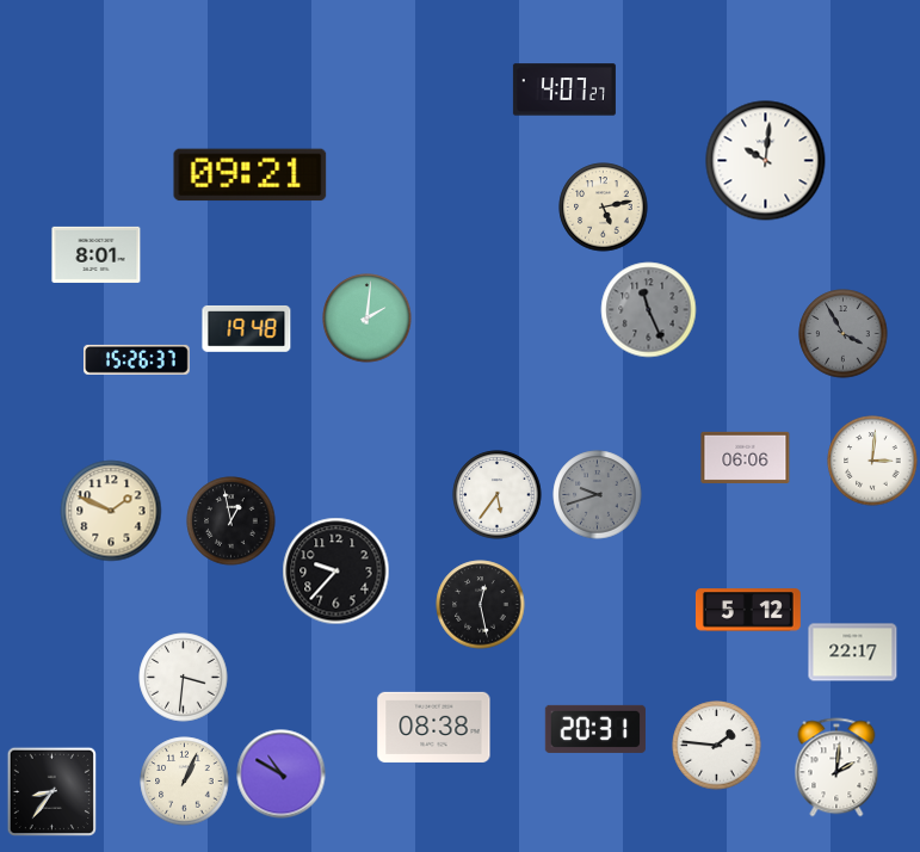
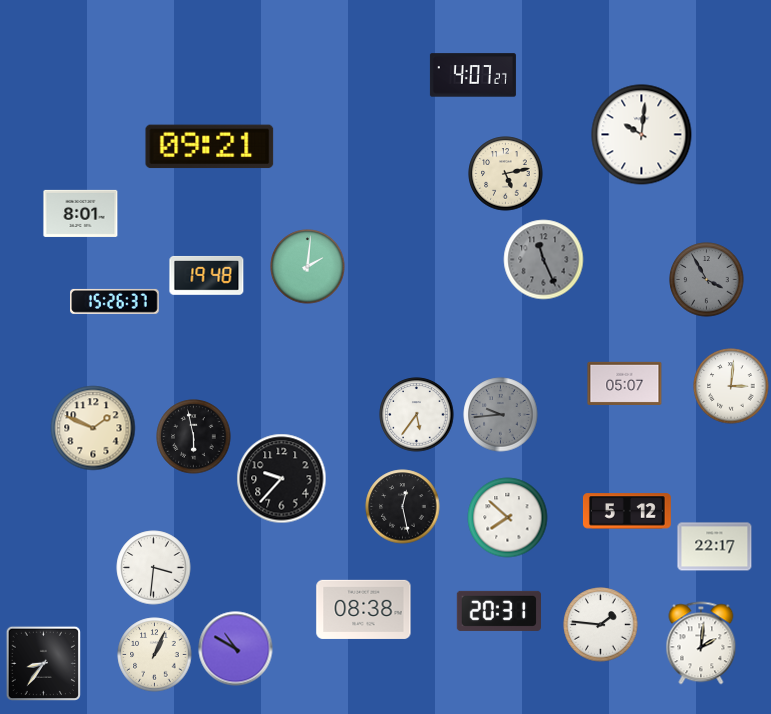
clock at (746, 457): 06:06 -> 05:07
clock at (598, 495): 9:42 -> 9:44
clock at (231, 521): 12:58 -> 5:58
clock at (508, 518): none -> 7:52
